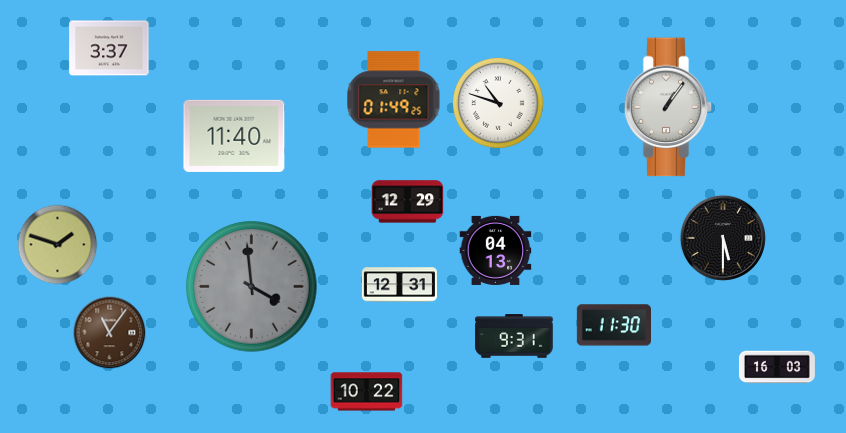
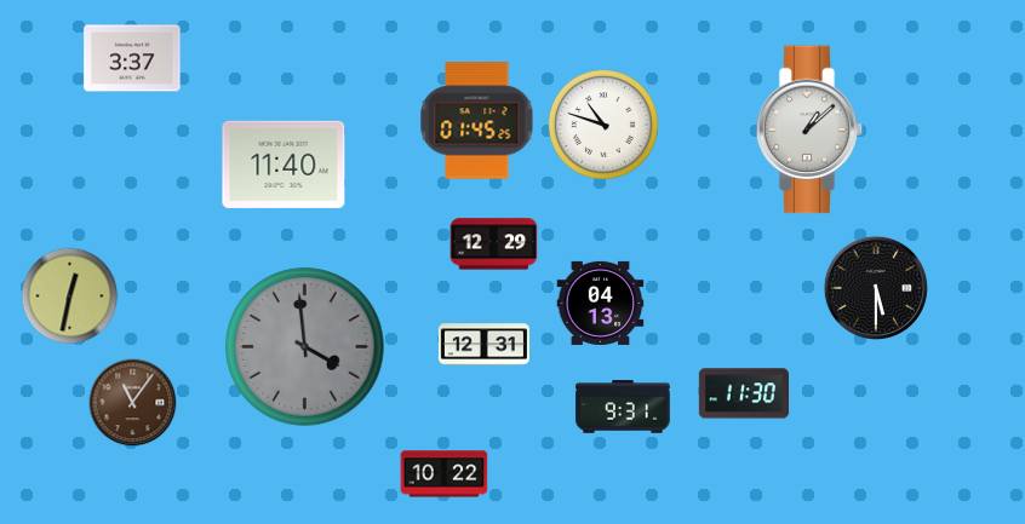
clock at (394, 100): 01:49 -> 01:45
clock at (668, 107): 1:06 -> 1:08
clock at (58, 245): 1:48 -> 12:32
clock at (777, 367): 16:03 -> none
